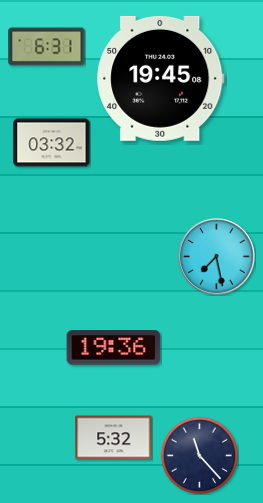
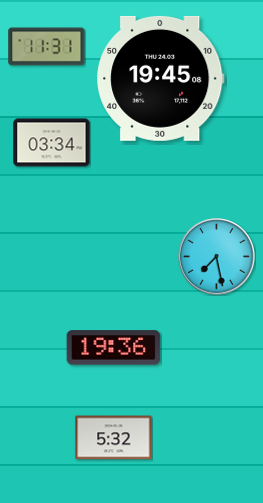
clock at (47, 47): 6:31 -> 11:31
clock at (52, 143): 03:32 -> 03:34
clock at (199, 455): 11:23 -> none
